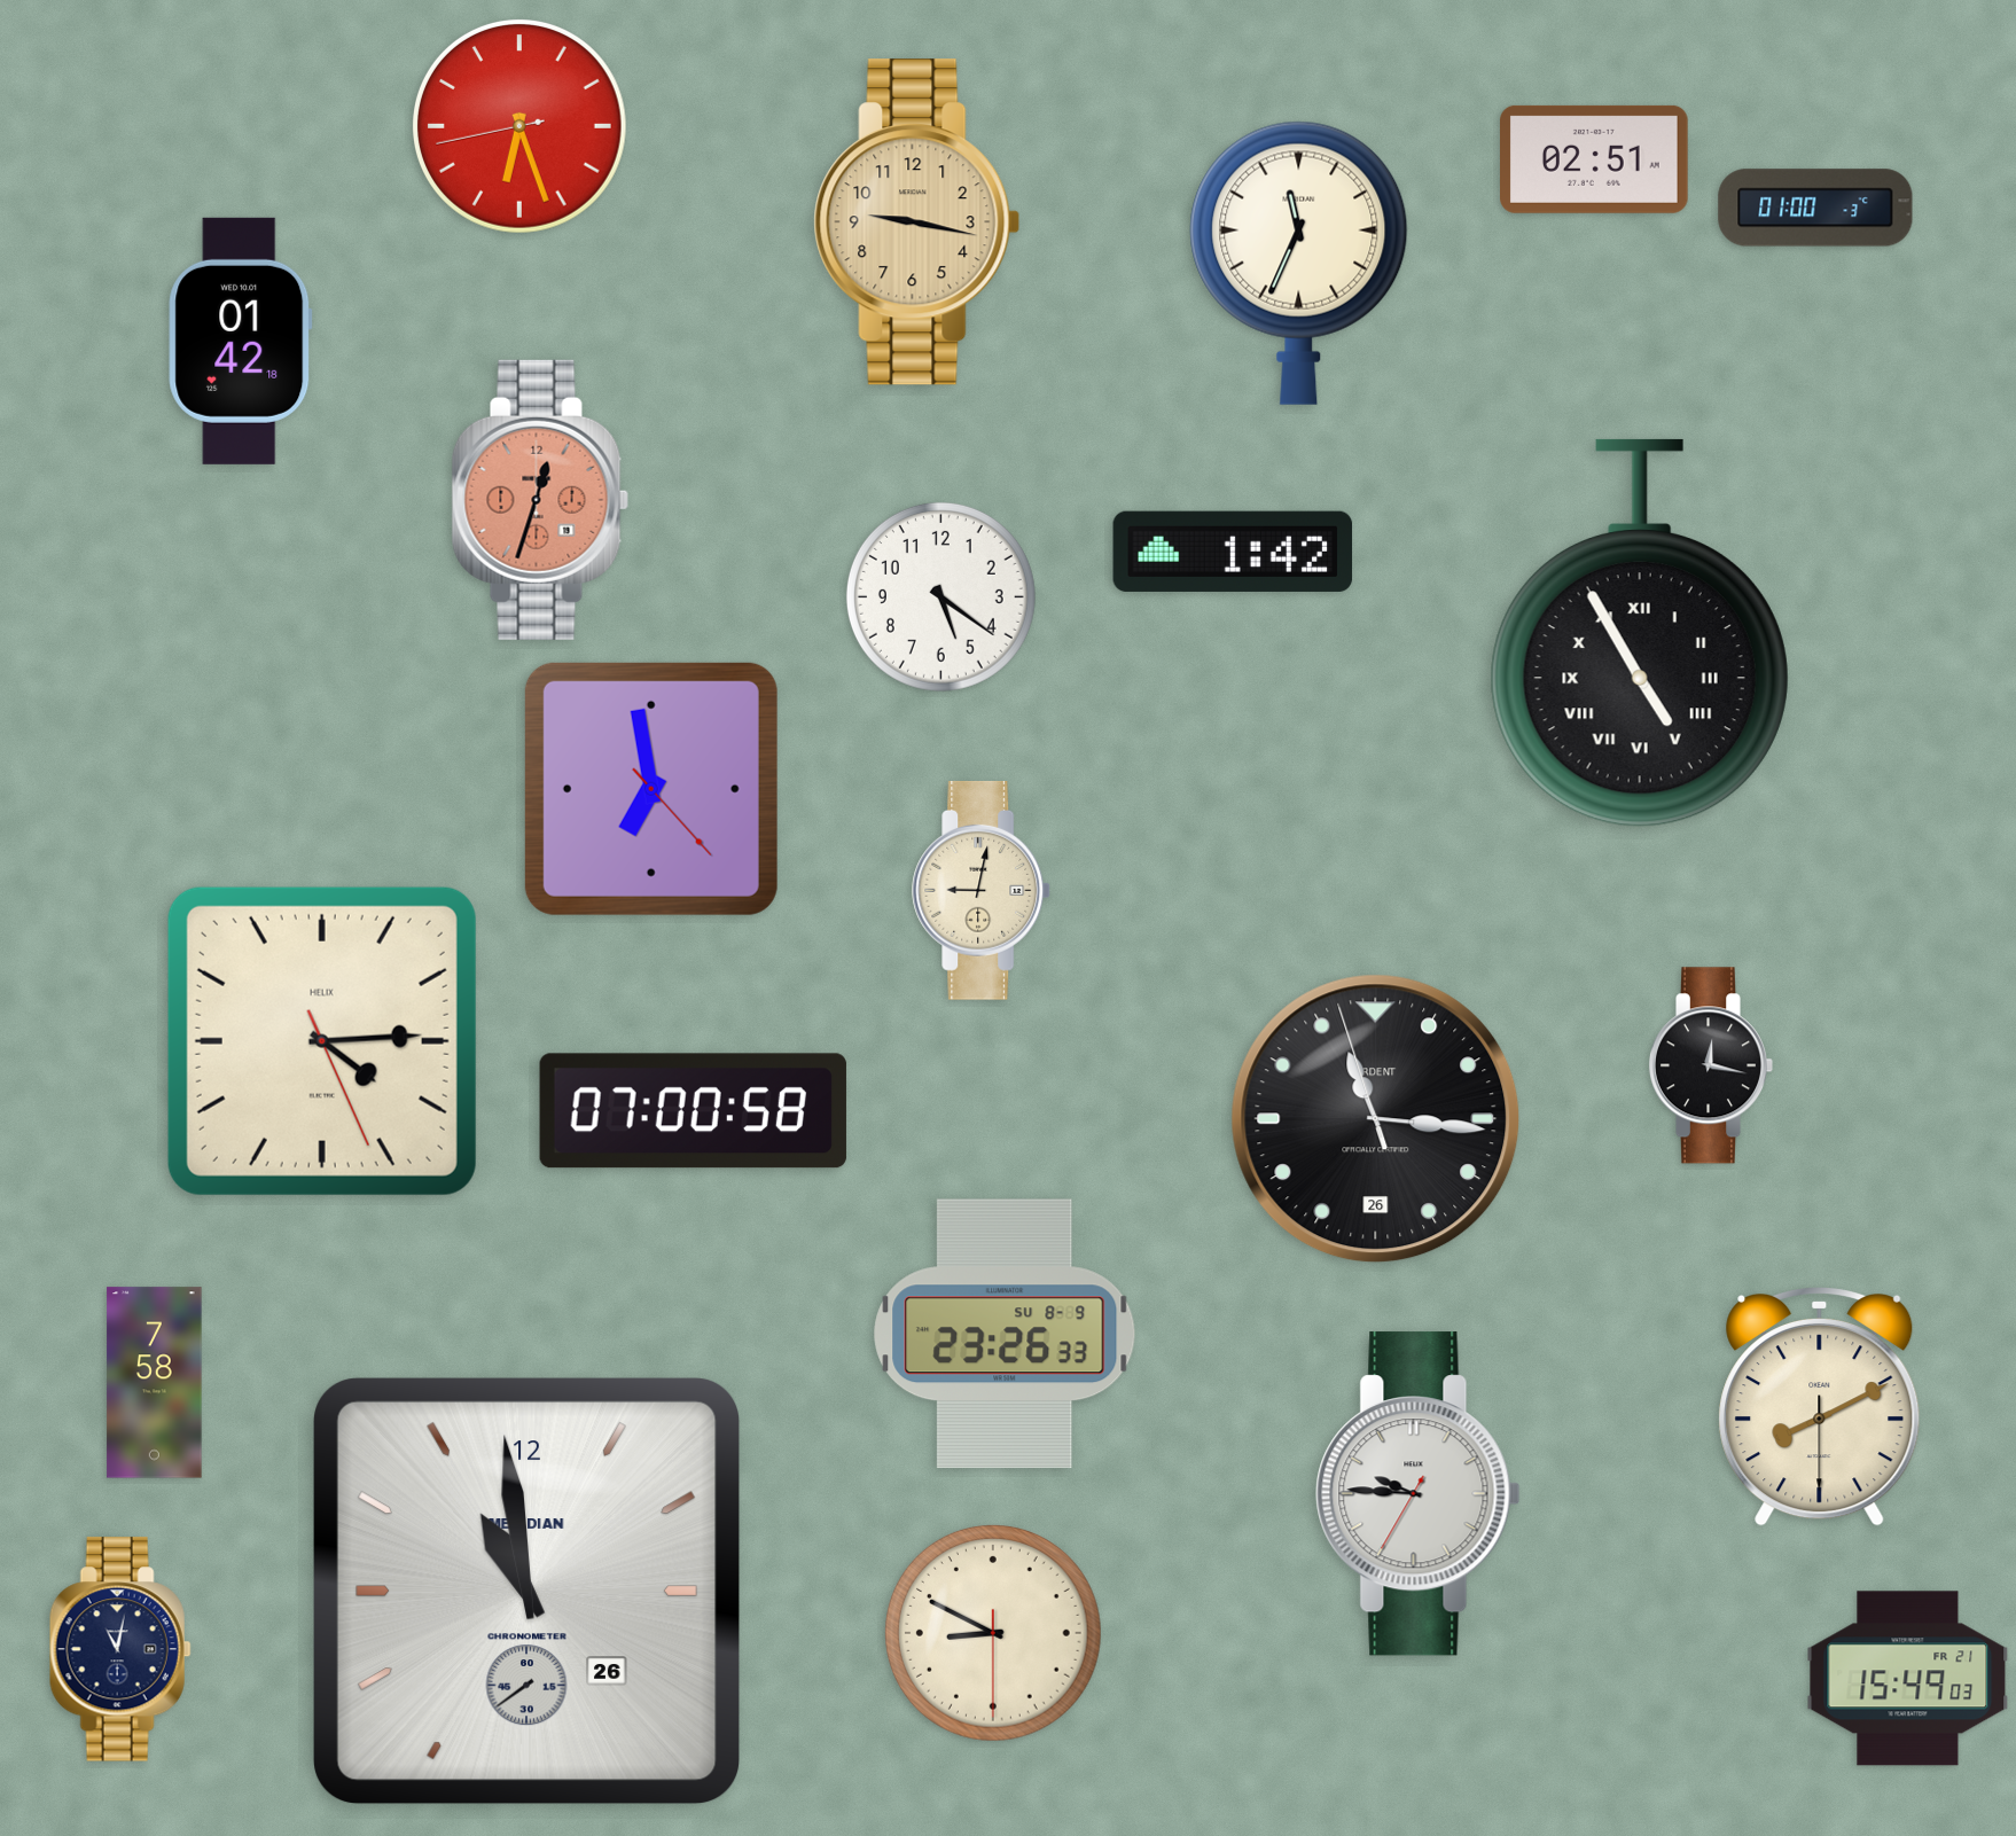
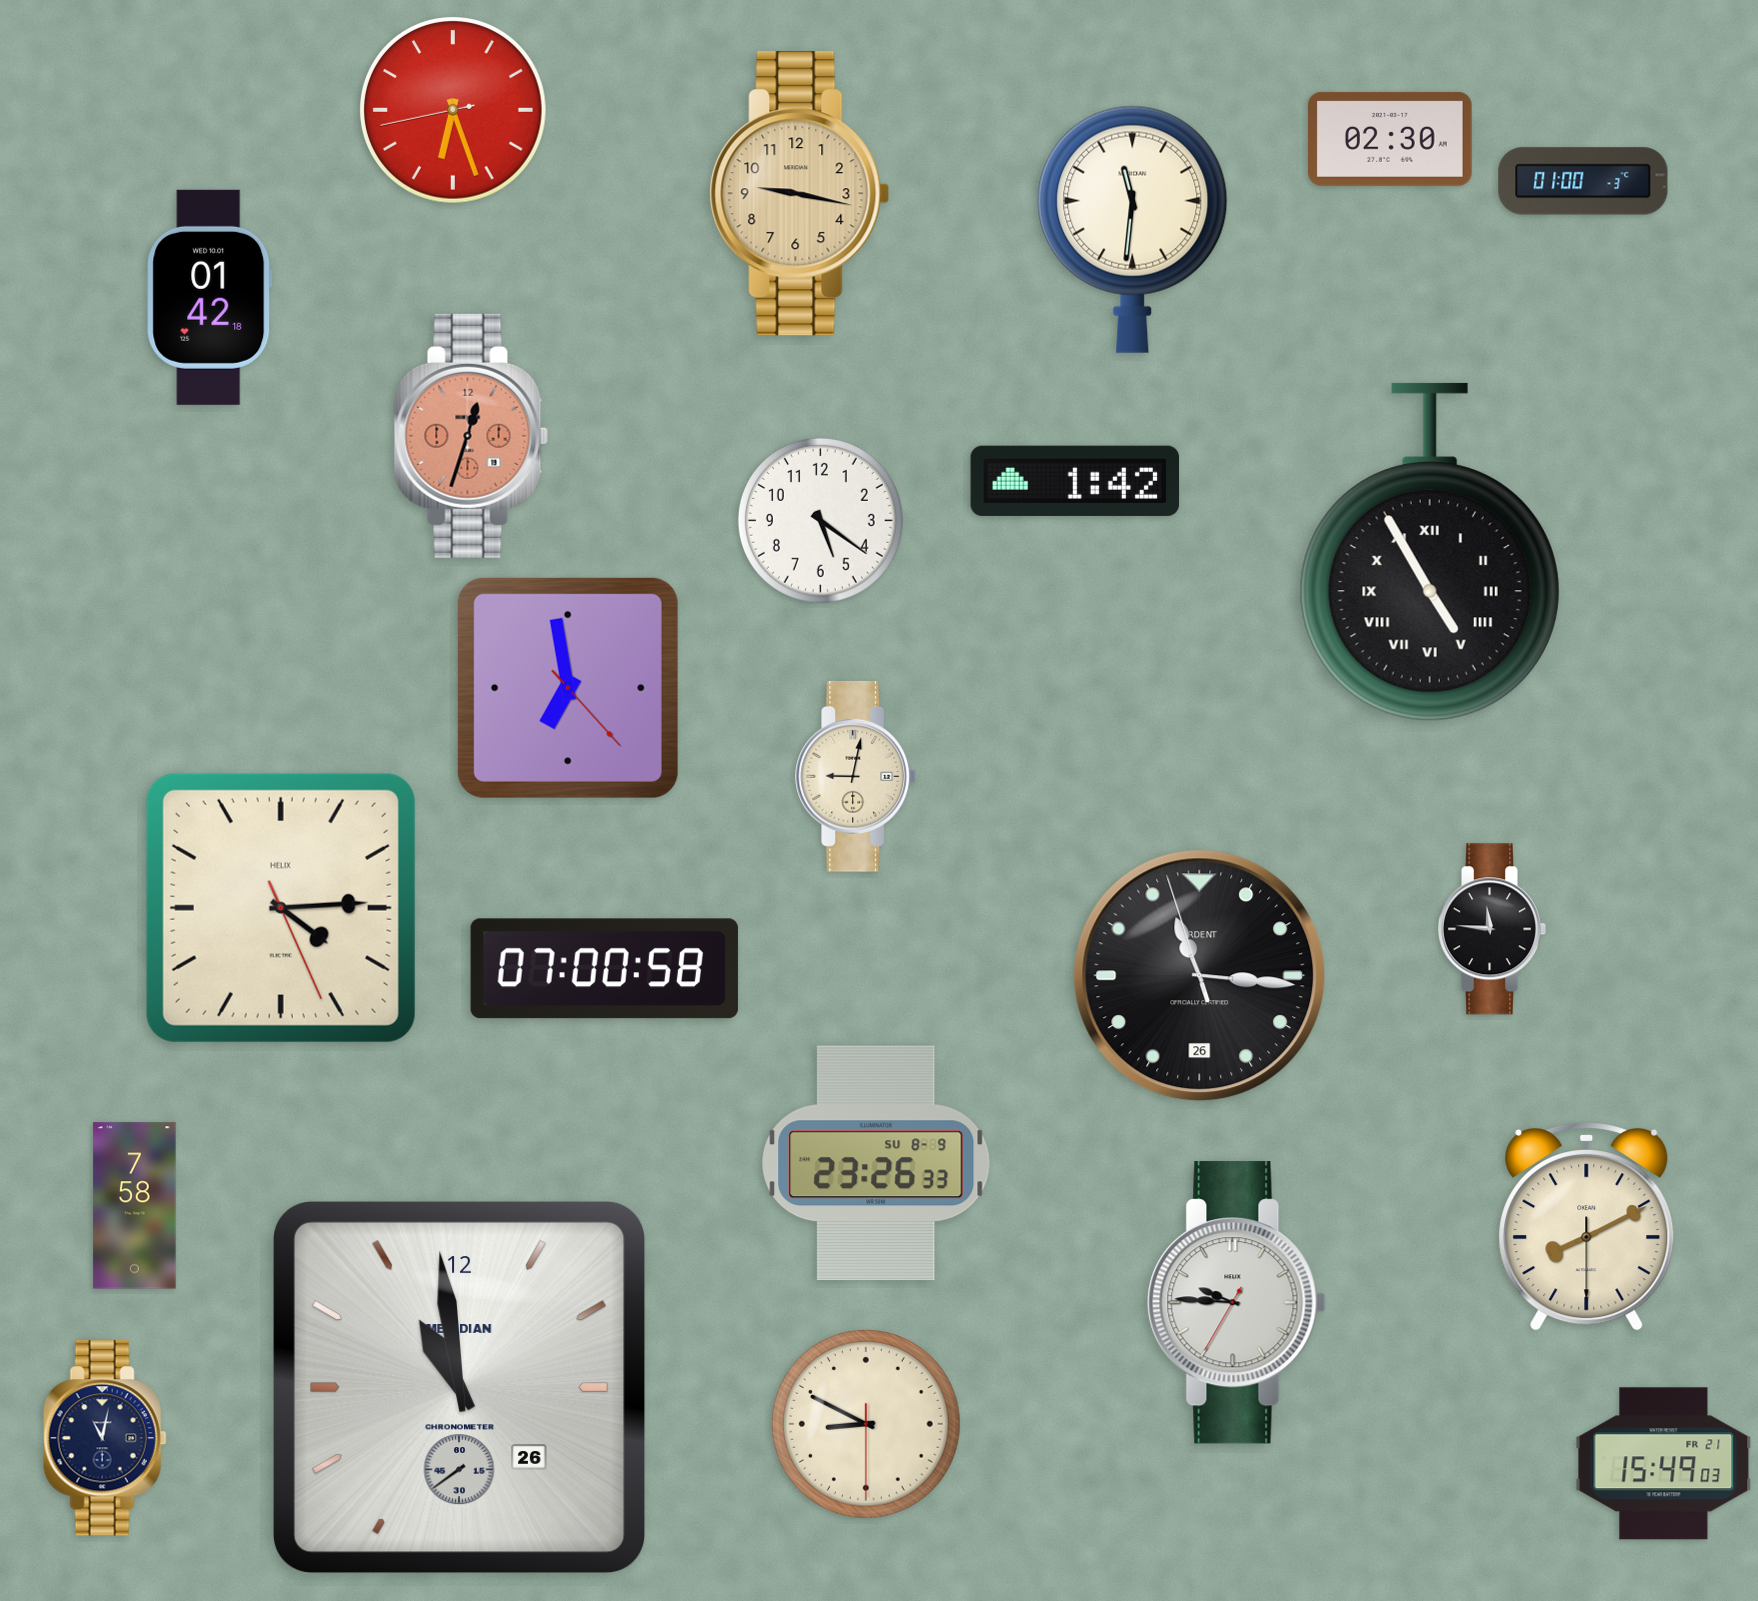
clock at (1594, 159): 02:51 -> 02:30
clock at (1299, 263): 11:34 -> 11:31
clock at (1711, 1065): 12:17 -> 11:46
